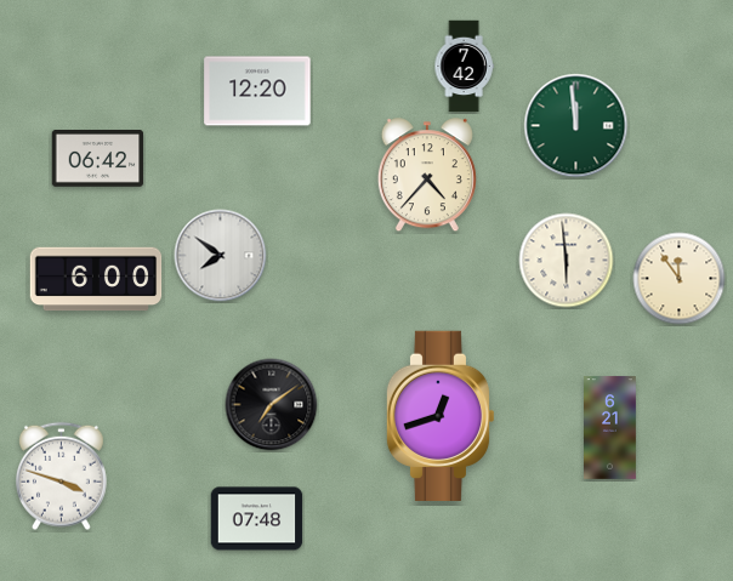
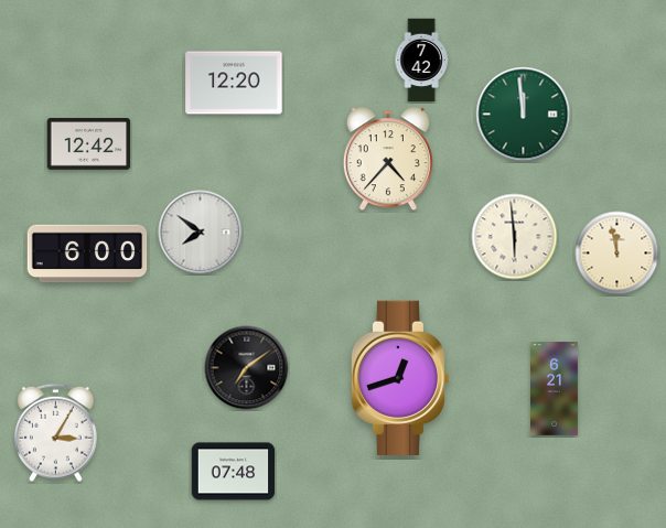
clock at (98, 159): 06:42 -> 12:42
clock at (680, 279): 11:54 -> 11:58
clock at (62, 477): 3:48 -> 3:05
